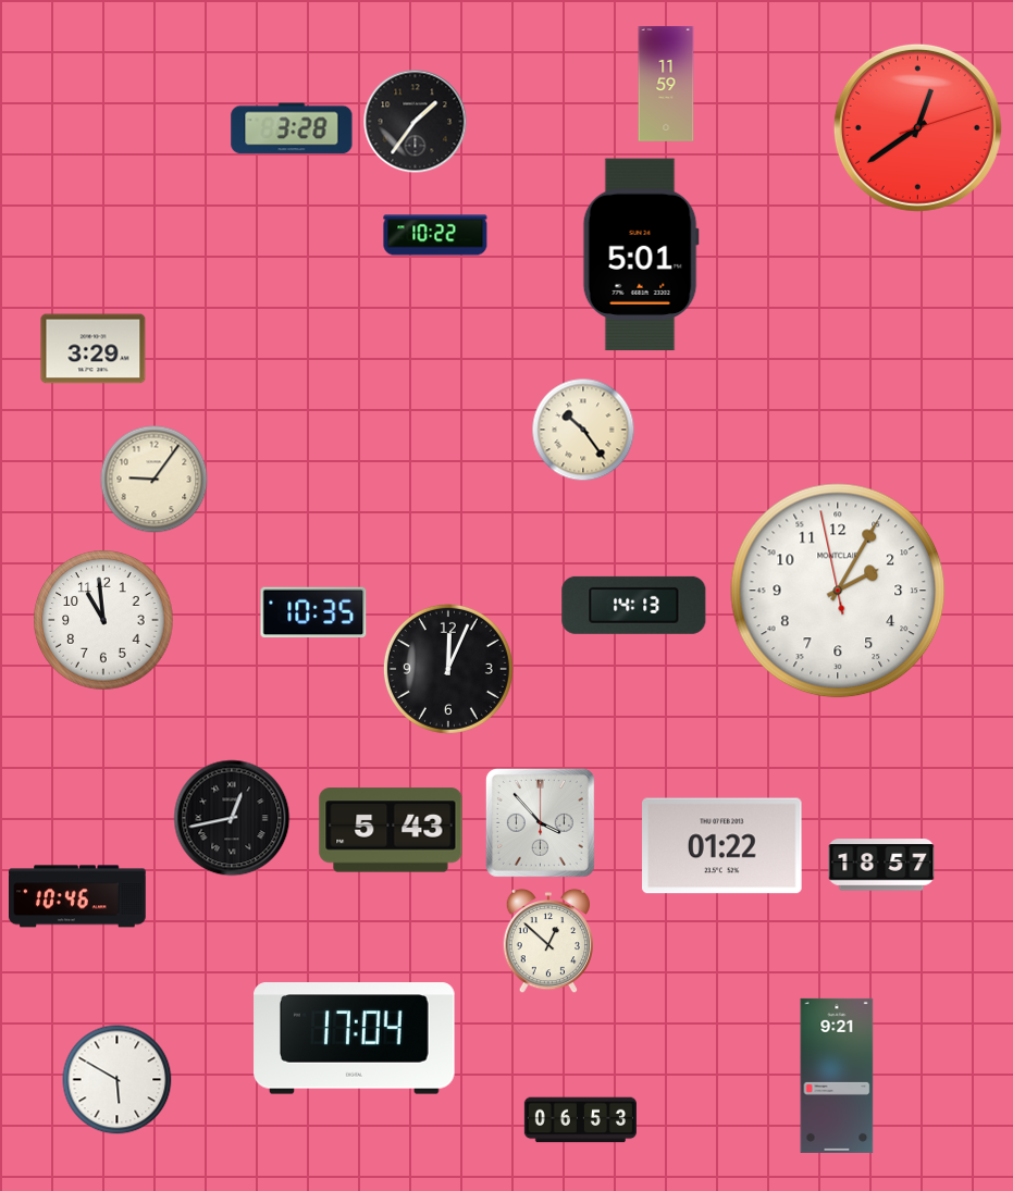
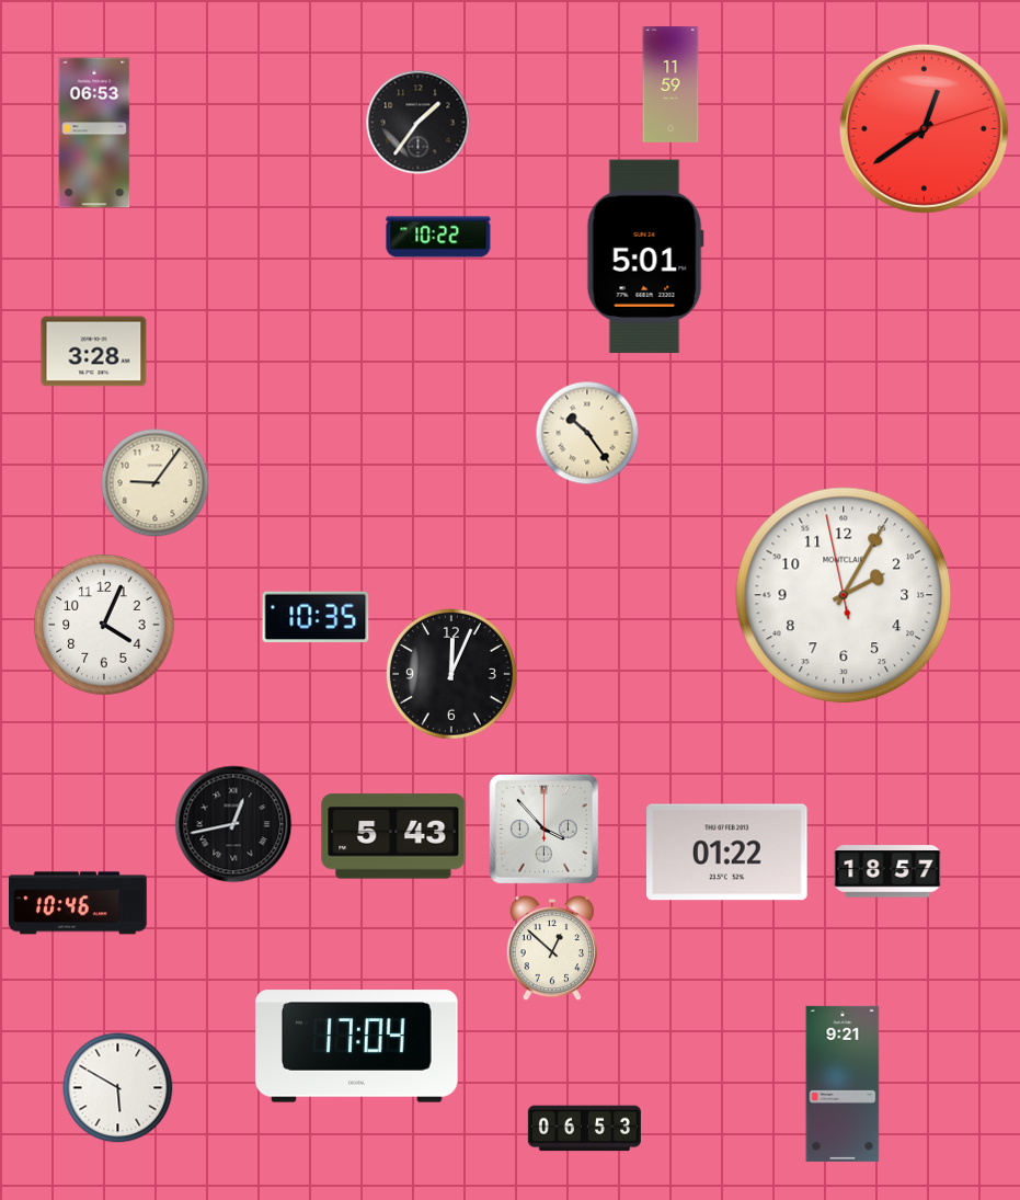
clock at (292, 128): 3:28 -> none
clock at (94, 133): none -> 06:53
clock at (94, 349): 3:29 -> 3:28
clock at (634, 605): 14:13 -> none
clock at (103, 620): 10:59 -> 4:04
